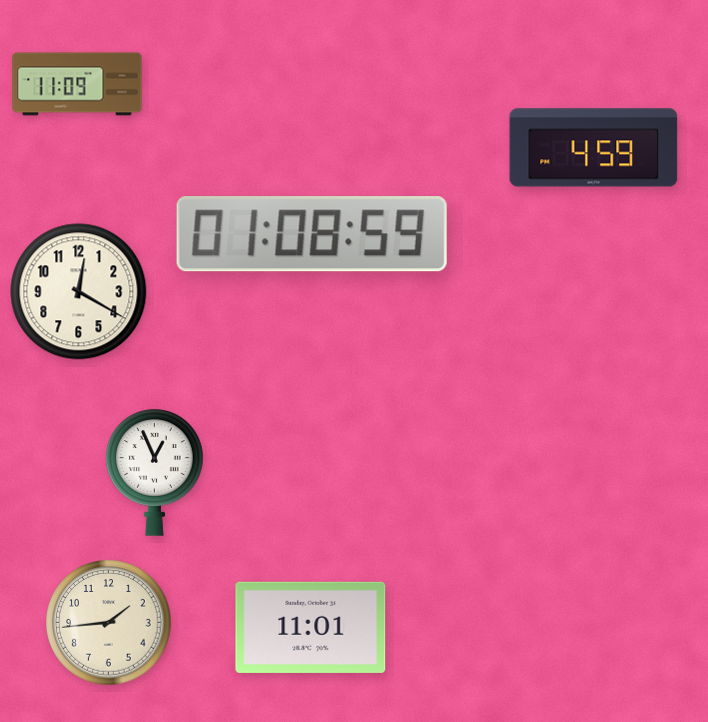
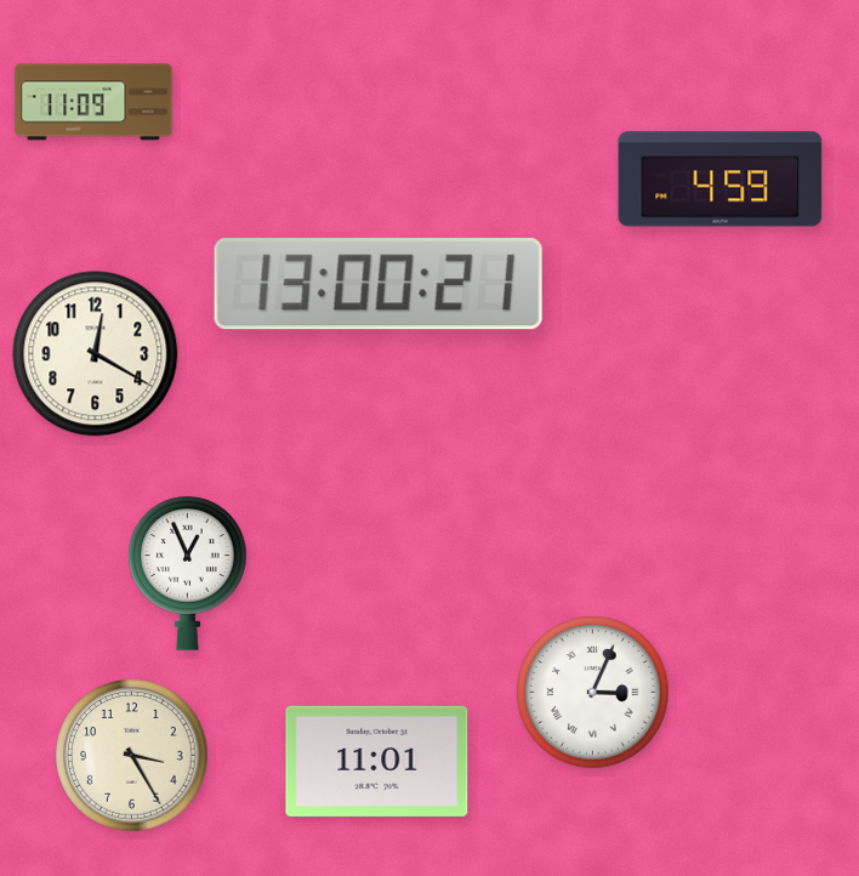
clock at (312, 234): 01:08 -> 13:00
clock at (593, 693): none -> 3:04
clock at (109, 623): 1:44 -> 3:25
